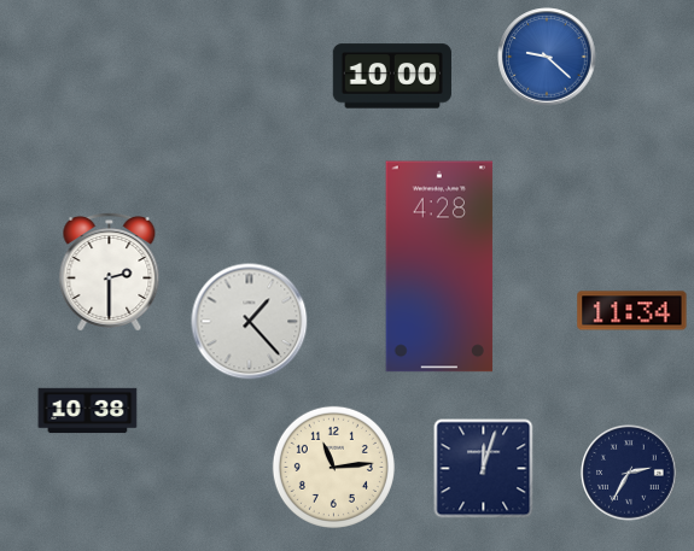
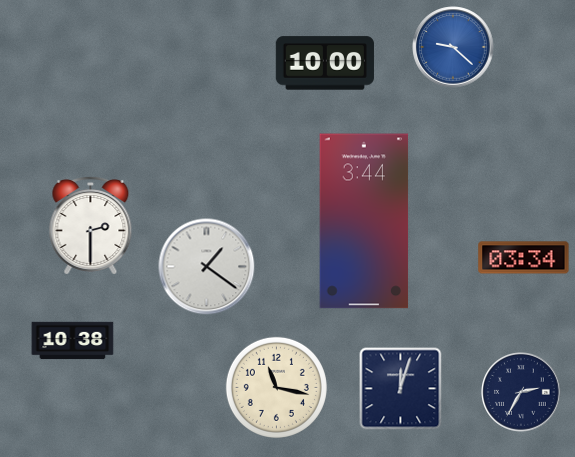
clock at (439, 266): 4:28 -> 3:44
clock at (632, 311): 11:34 -> 03:34
clock at (250, 322): 1:23 -> 1:21
clock at (333, 467): 11:14 -> 11:17
